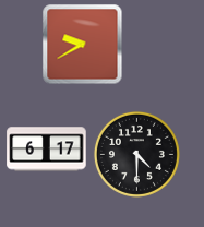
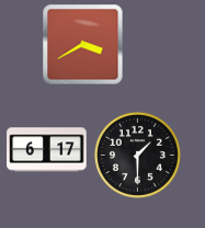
clock at (83, 45): 9:40 -> 3:40
clock at (136, 154): 4:30 -> 1:30
